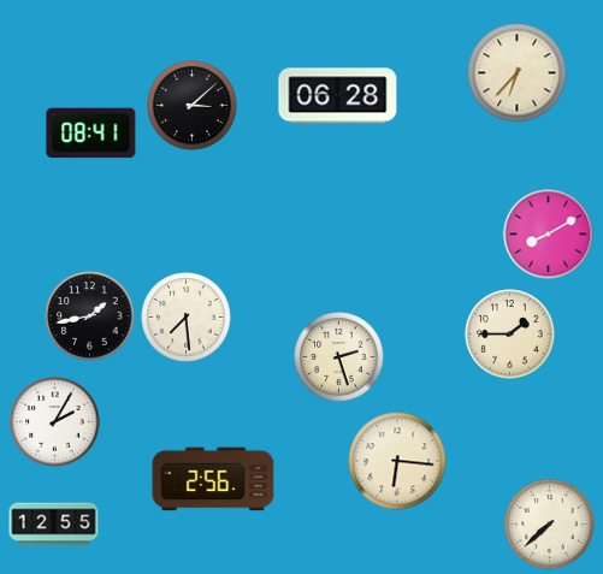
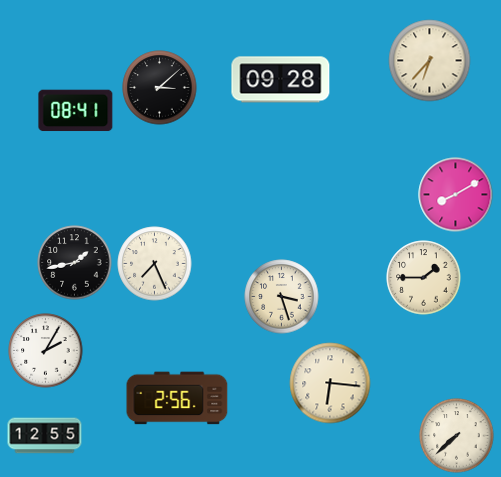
clock at (338, 96): 06:28 -> 09:28
clock at (187, 318): 7:29 -> 7:26
clock at (339, 357): 2:27 -> 3:27
